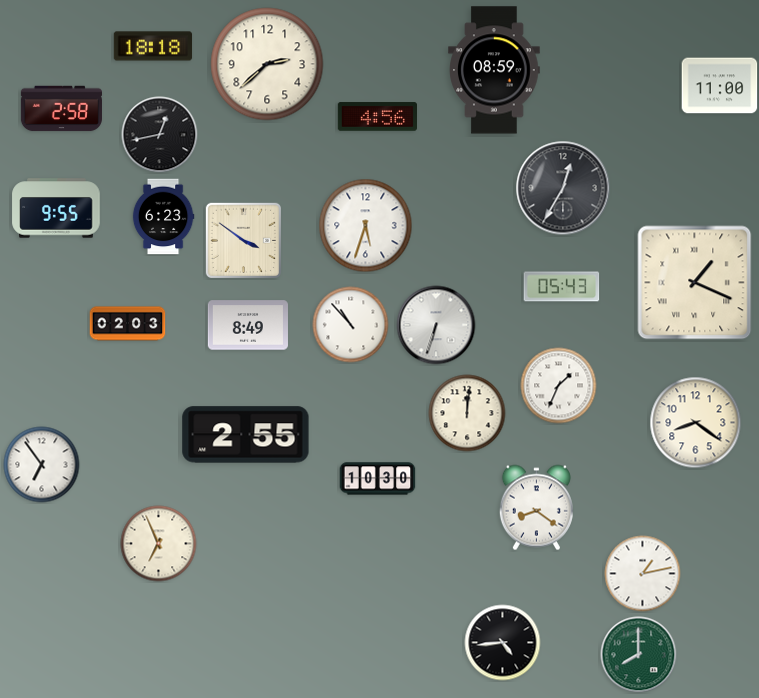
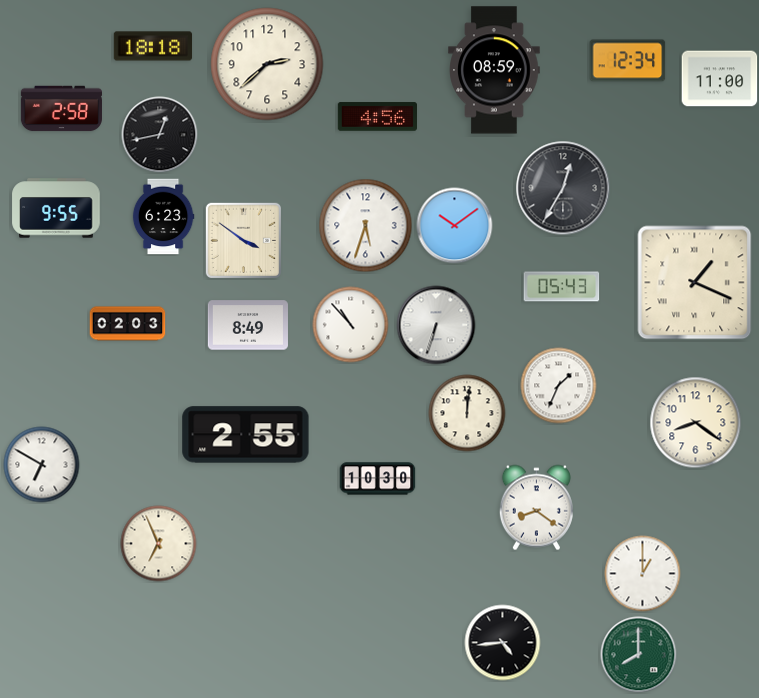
clock at (628, 61): none -> 12:34
clock at (720, 86) position: (720, 86) -> (720, 79)
clock at (455, 226): none -> 10:09
clock at (42, 465): 6:54 -> 6:50
clock at (643, 574): 1:13 -> 1:00
